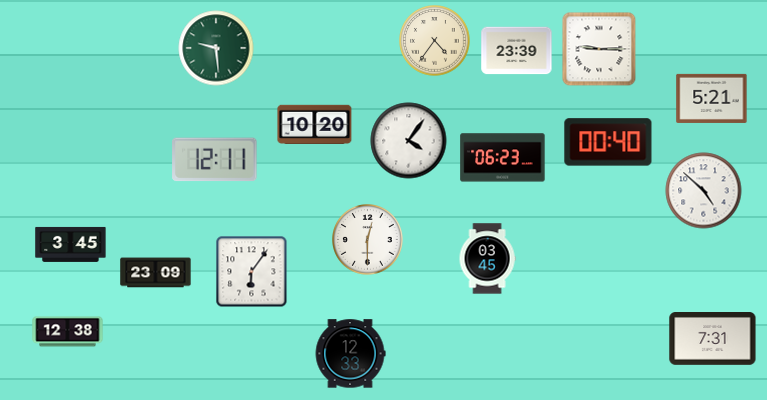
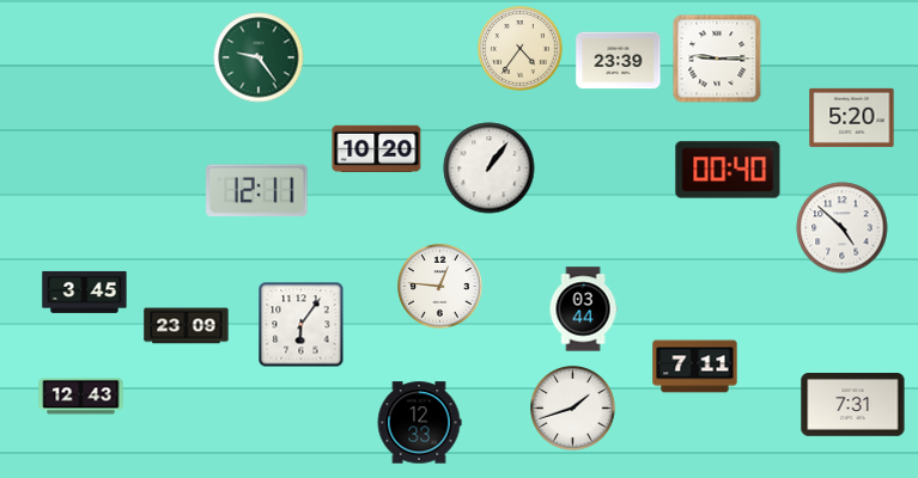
clock at (216, 48): 9:29 -> 9:24
clock at (712, 98): 5:21 -> 5:20
clock at (409, 141): 4:06 -> 1:06
clock at (503, 158): 06:23 -> none
clock at (368, 240): 12:30 -> 12:46
clock at (487, 259): 03:45 -> 03:44
clock at (695, 367): none -> 7:11
clock at (68, 332): 12:38 -> 12:43
clock at (573, 409): none -> 1:42
